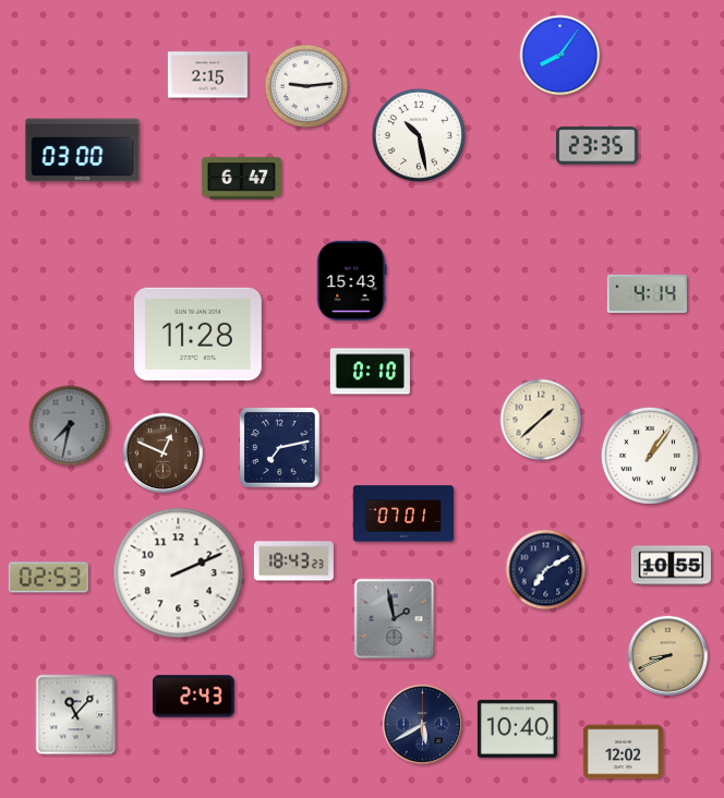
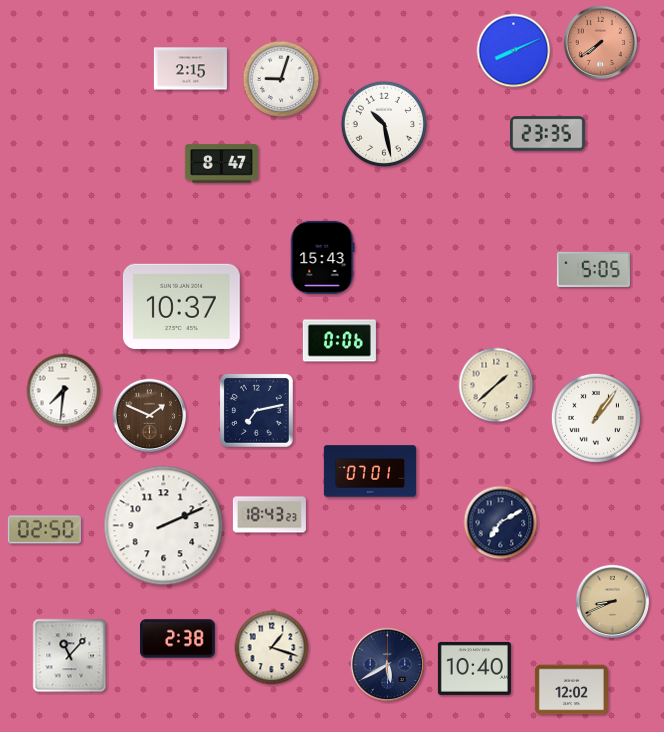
clock at (601, 43): none -> 7:39
clock at (560, 56): 8:06 -> 8:11
clock at (306, 86): 9:14 -> 9:03
clock at (83, 150): 03:00 -> none
clock at (241, 179): 6:47 -> 8:47
clock at (647, 293): 4:14 -> 5:05
clock at (197, 334): 11:28 -> 10:37
clock at (370, 372): 0:10 -> 0:06
clock at (70, 426): 7:32 -> 7:31
clock at (70, 426) dial: grey -> white
clock at (164, 454): 12:49 -> 1:49
clock at (671, 566): 10:55 -> none
clock at (48, 578): 02:53 -> 02:50
clock at (395, 619): 1:58 -> none
clock at (194, 697): 2:43 -> 2:38
clock at (272, 648): none -> 1:18
